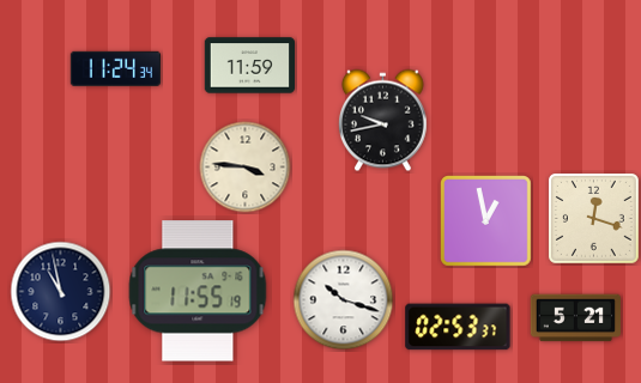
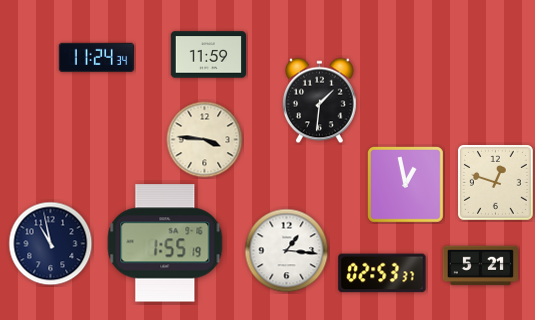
clock at (382, 121): 9:43 -> 1:31
clock at (594, 219): 12:18 -> 12:48
clock at (198, 291): 11:55 -> 1:55
clock at (344, 300): 10:18 -> 1:16
